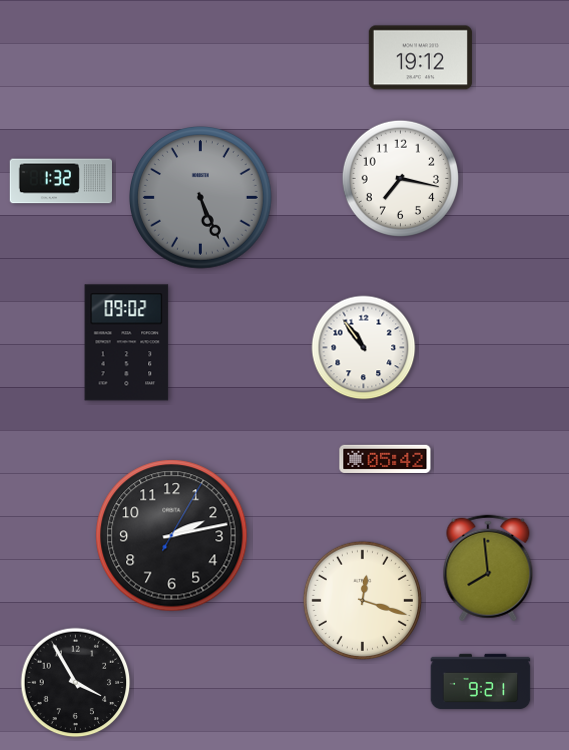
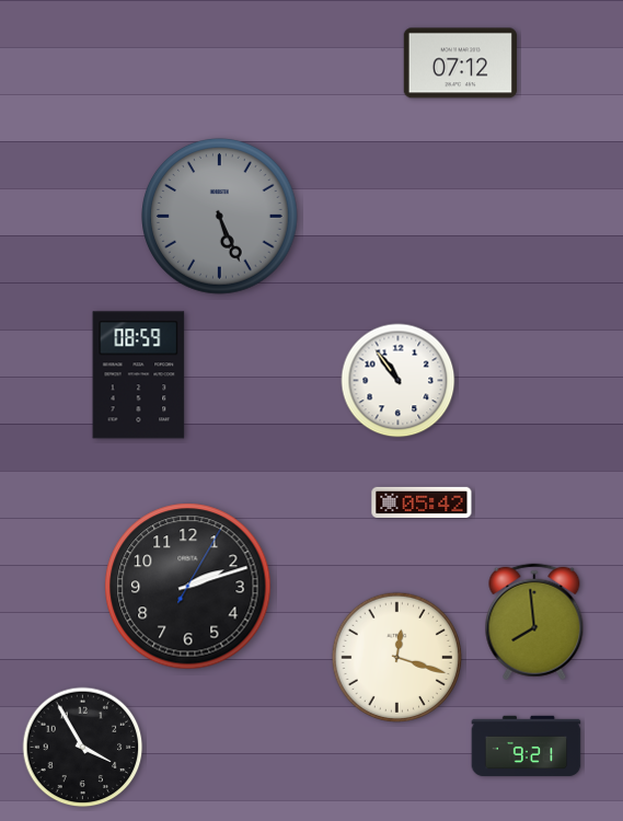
clock at (420, 58): 19:12 -> 07:12
clock at (400, 178): 7:17 -> none
clock at (61, 181): 1:32 -> none
clock at (127, 343): 09:02 -> 08:59
clock at (172, 536): 2:13 -> 2:12
